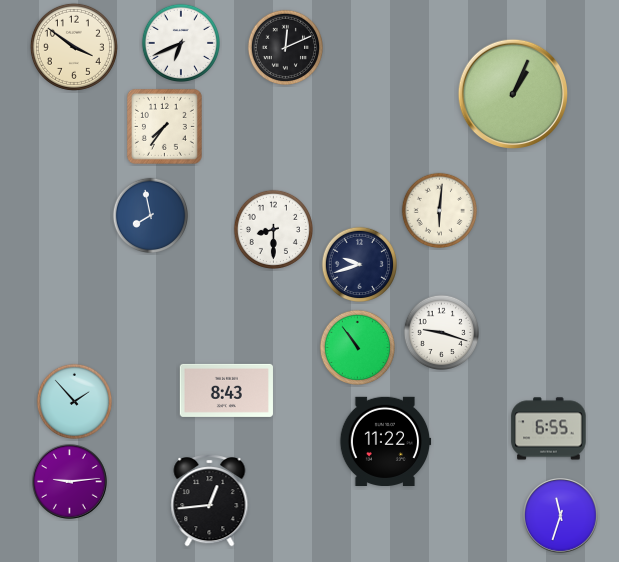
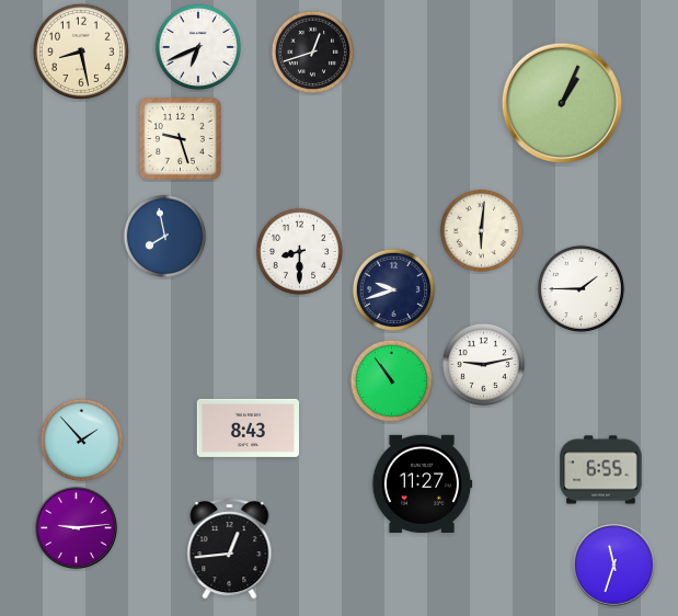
clock at (74, 47): 3:51 -> 8:28
clock at (285, 47): 12:11 -> 12:42
clock at (164, 126): 7:36 -> 9:27
clock at (581, 288): none -> 1:45
clock at (441, 332): 9:18 -> 9:13
clock at (385, 441): 11:22 -> 11:27
